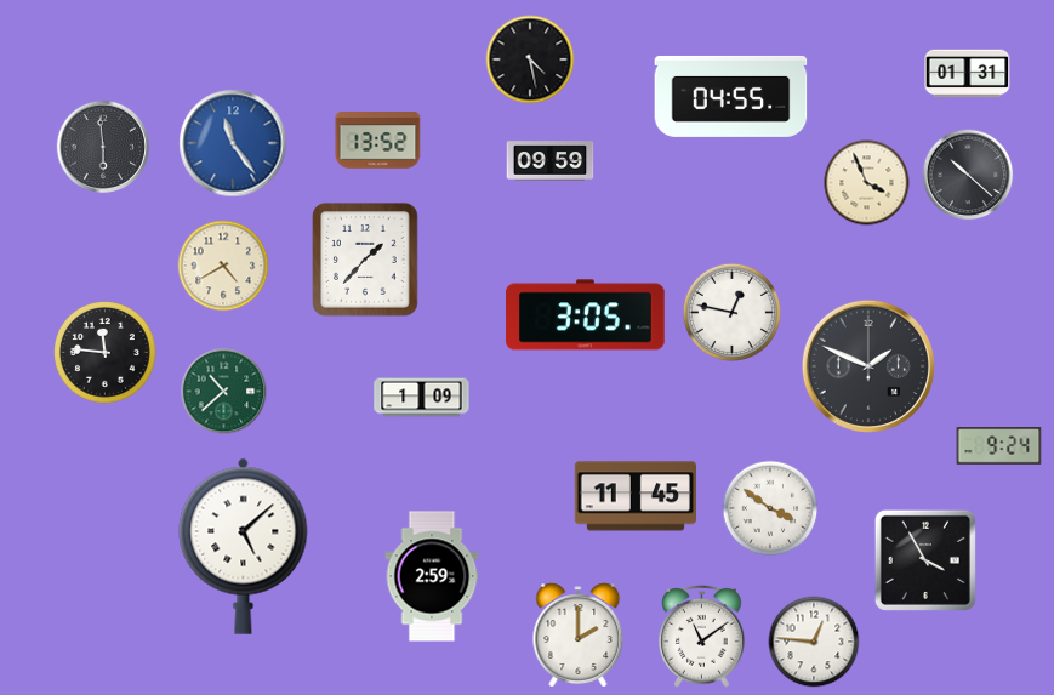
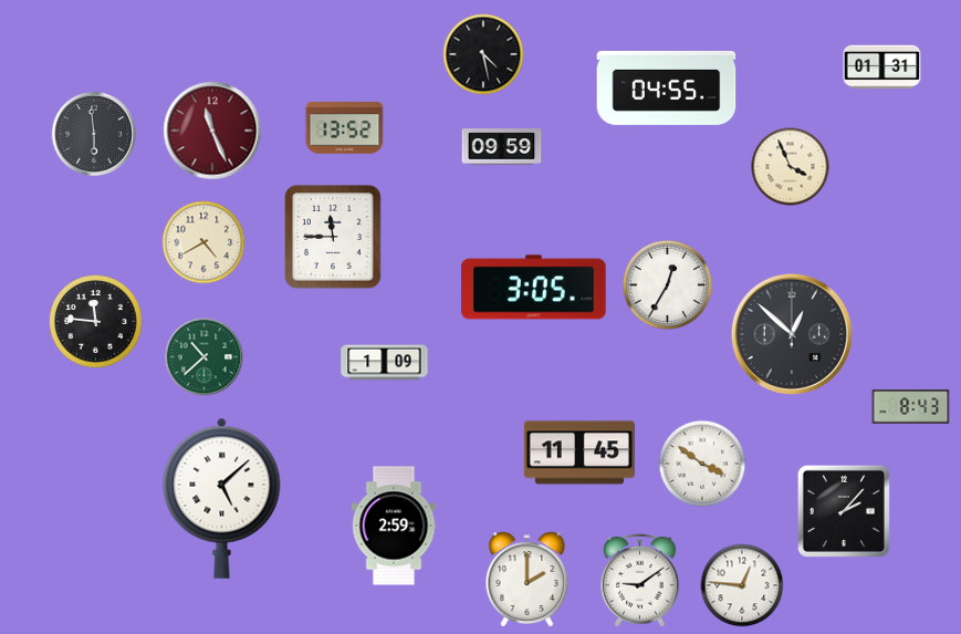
clock at (233, 143): 11:24 -> 11:26
clock at (233, 143) dial: blue -> burgundy
clock at (968, 175): 10:22 -> none
clock at (365, 260): 1:37 -> 11:45
clock at (731, 312): 12:47 -> 12:35
clock at (868, 366): 1:49 -> 12:52
clock at (999, 446): 9:24 -> 8:43
clock at (925, 560): 3:55 -> 2:07
clock at (702, 637): 11:09 -> 9:09
